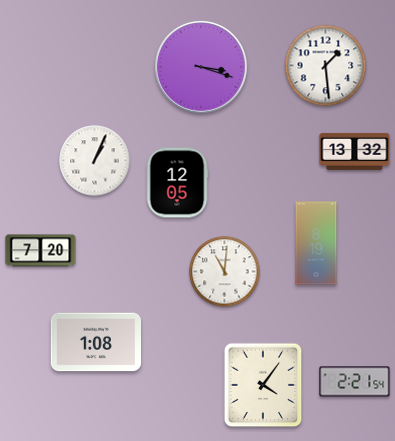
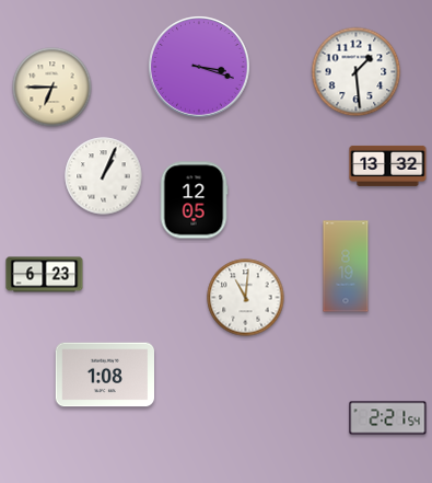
clock at (202, 68) position: (202, 68) -> (200, 68)
clock at (52, 88): none -> 6:45
clock at (41, 251): 7:20 -> 6:23
clock at (263, 385): 4:06 -> none
